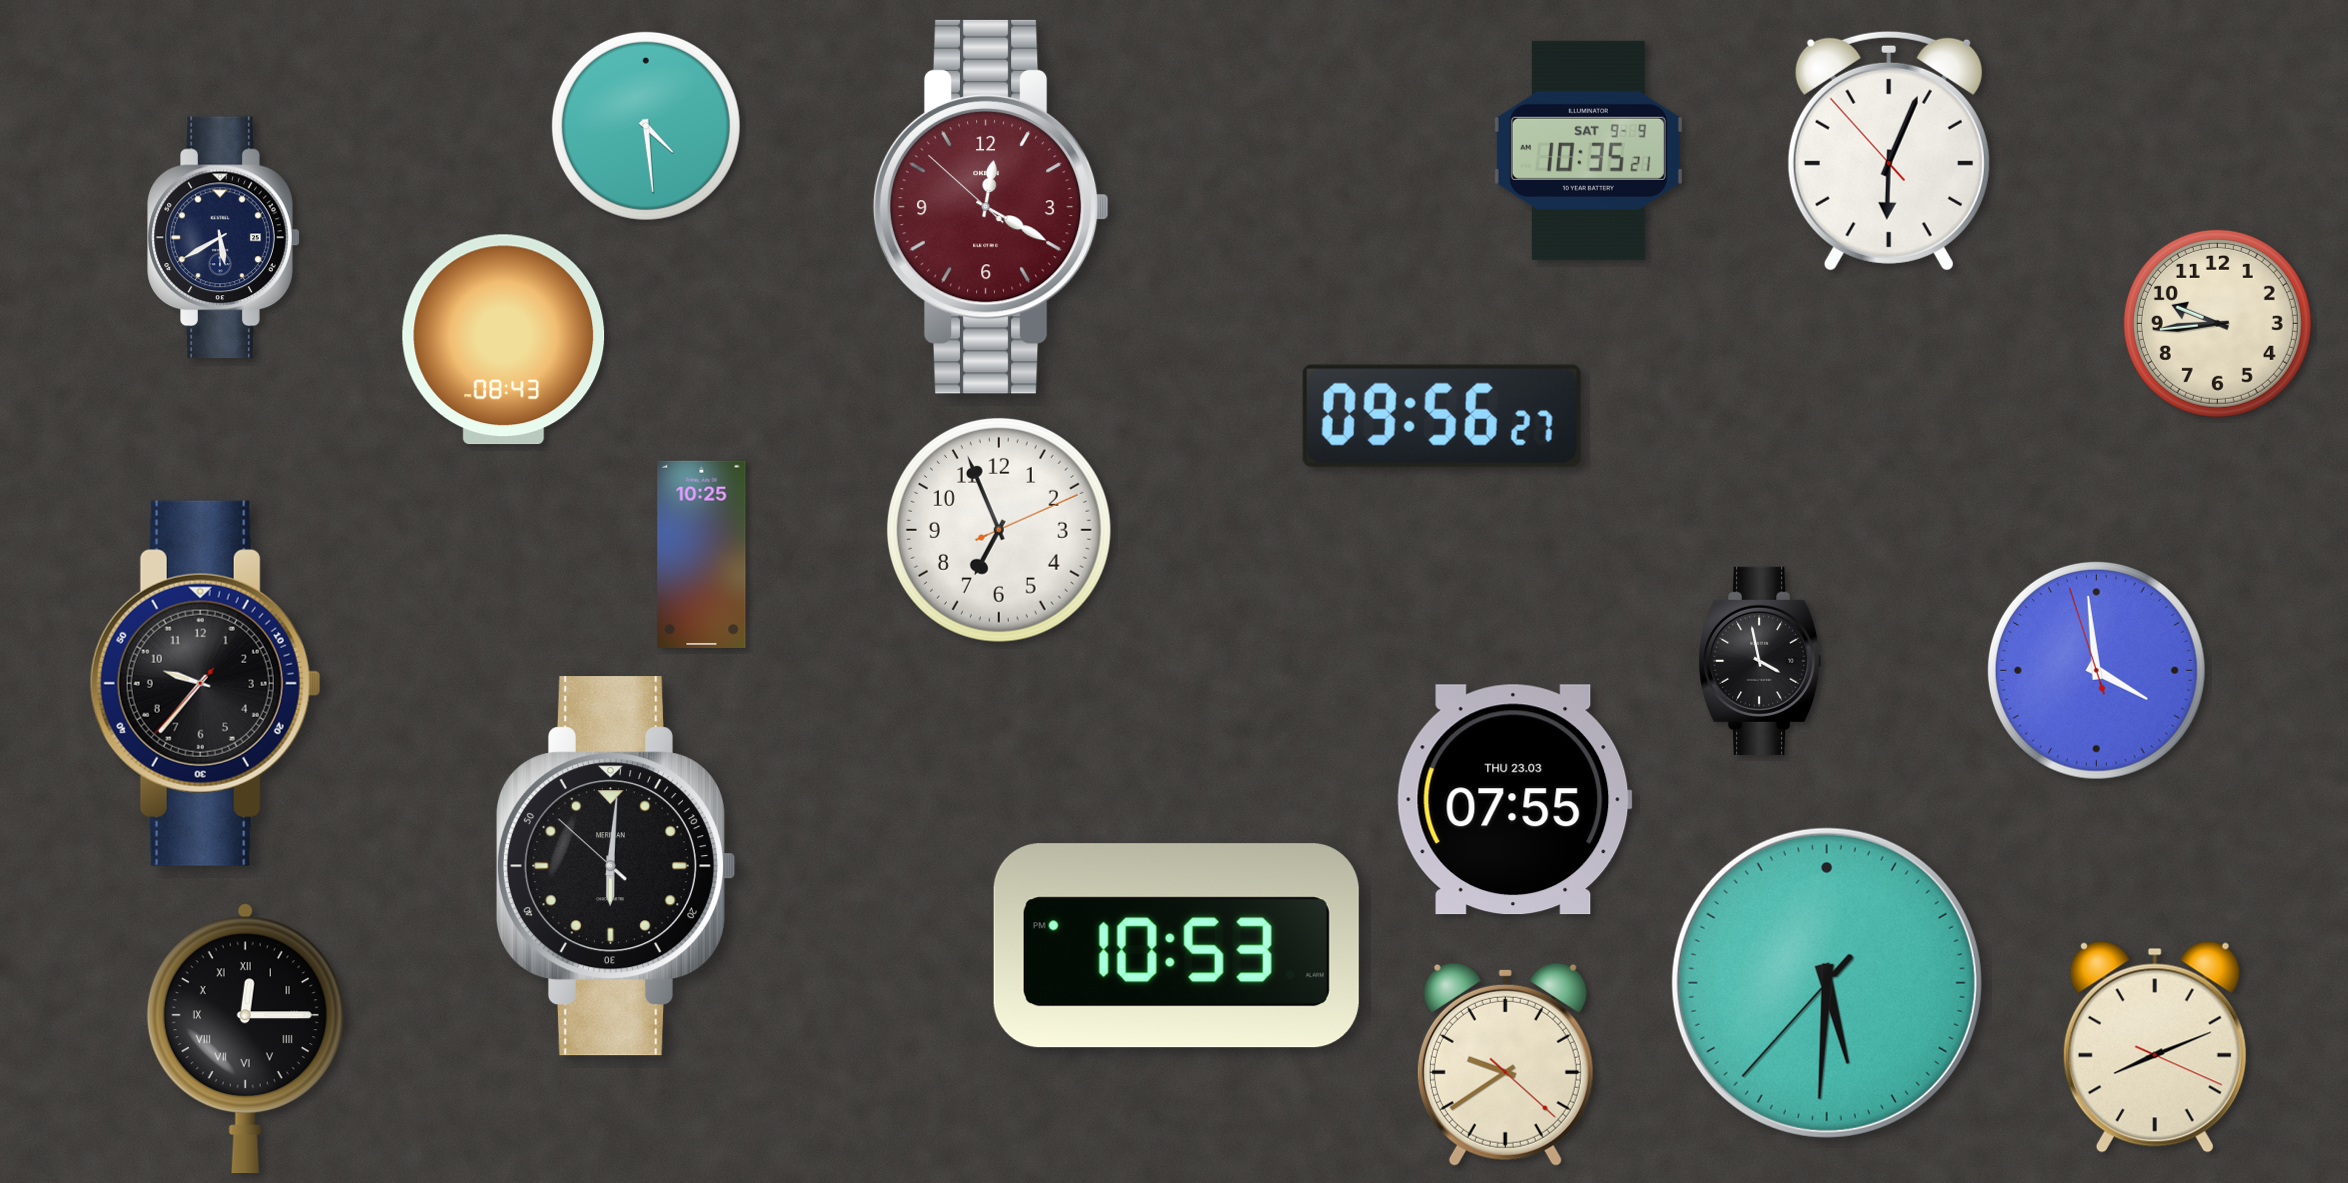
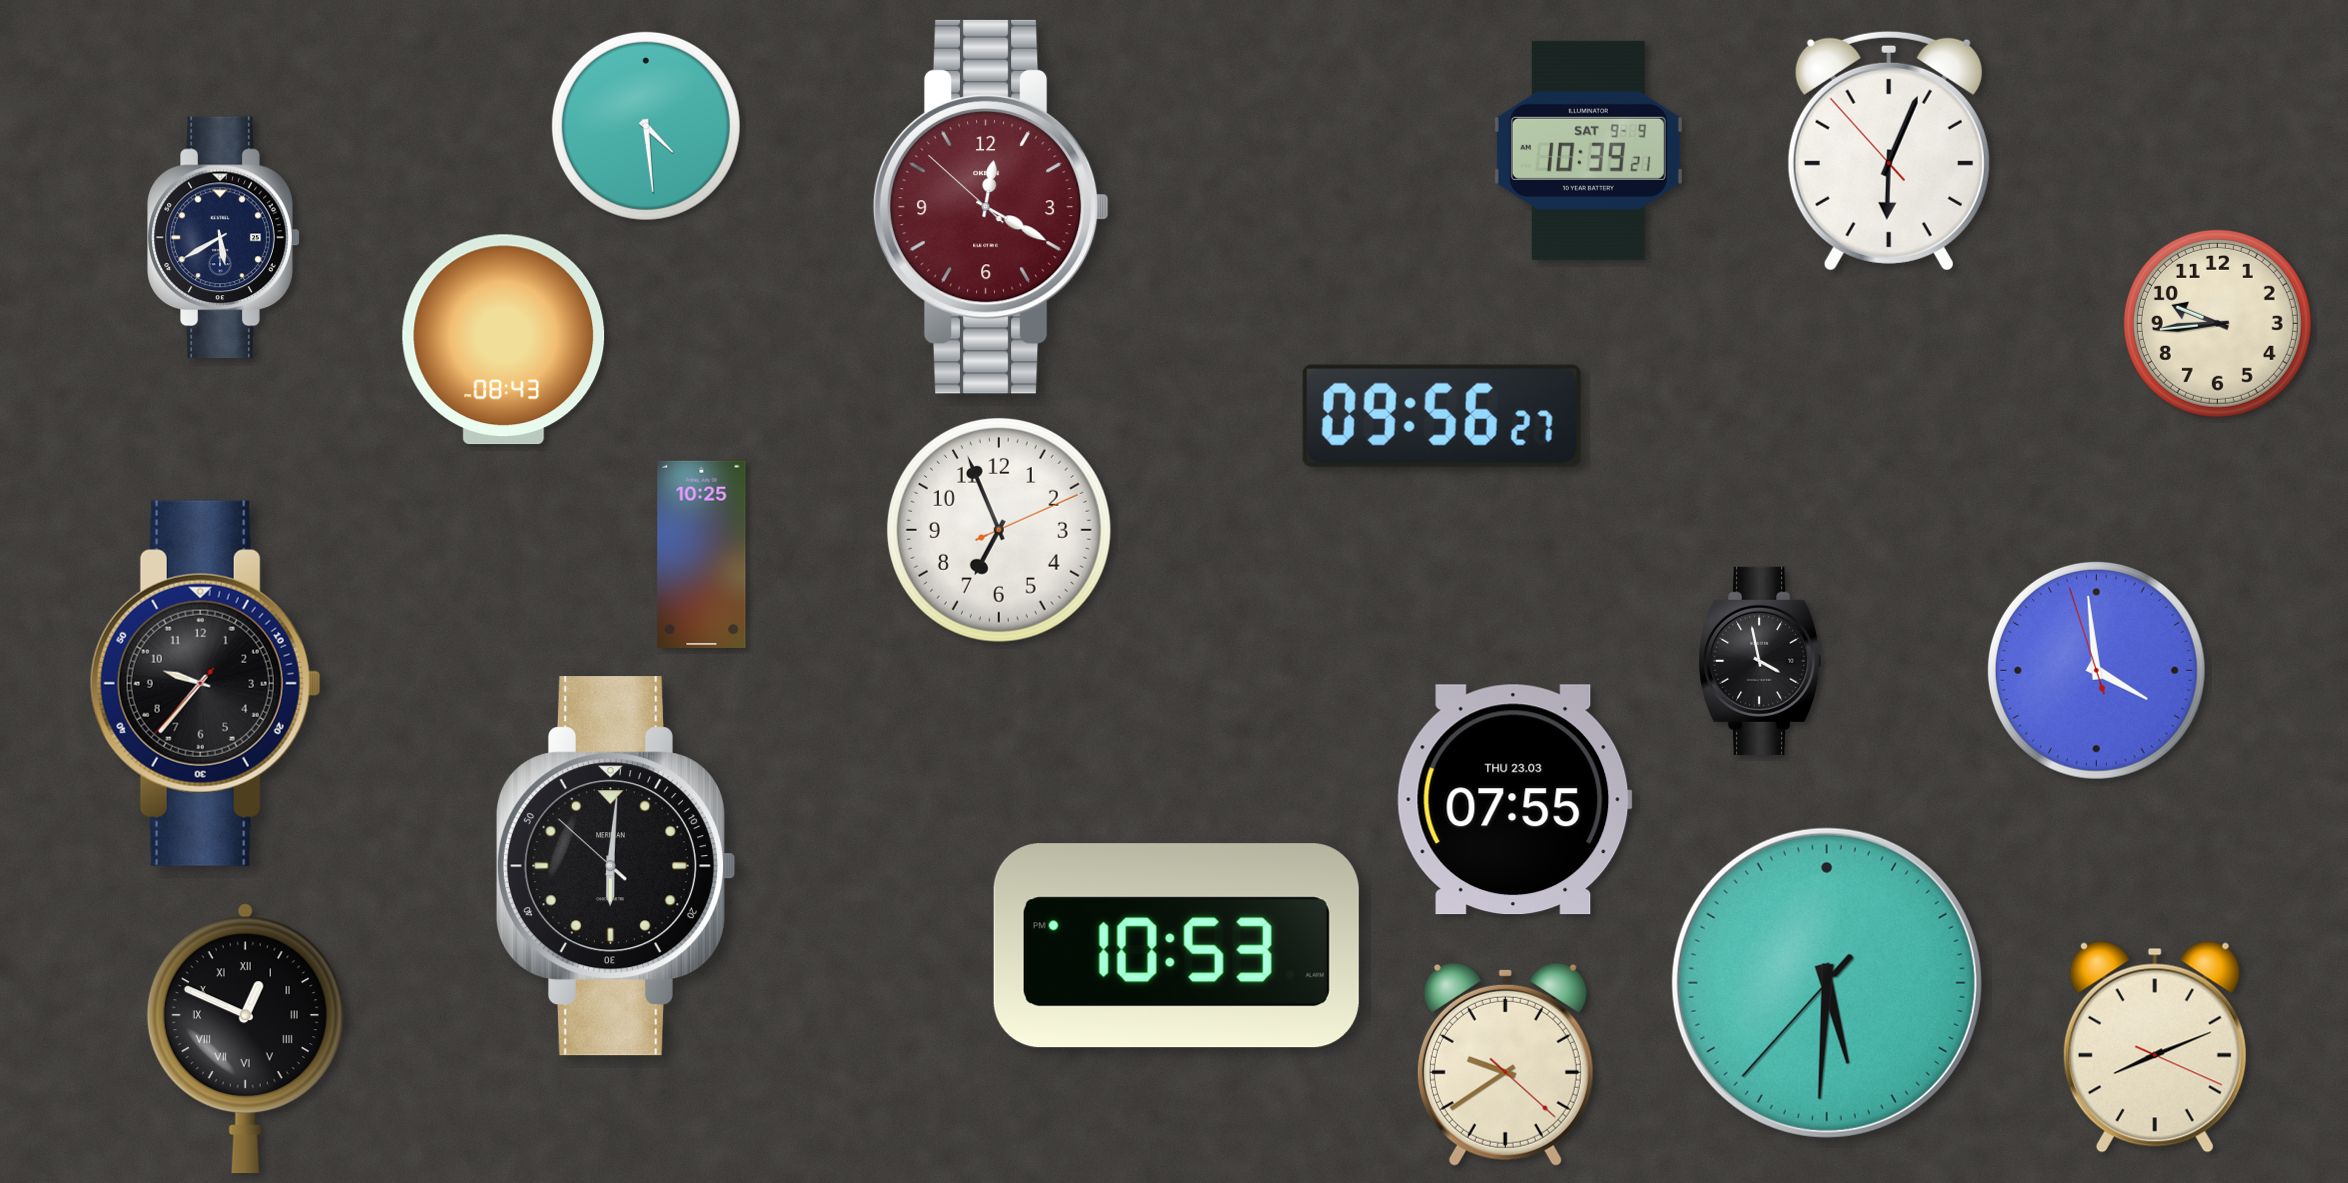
clock at (1588, 150): 10:35 -> 10:39
clock at (245, 1039): 12:15 -> 12:49
